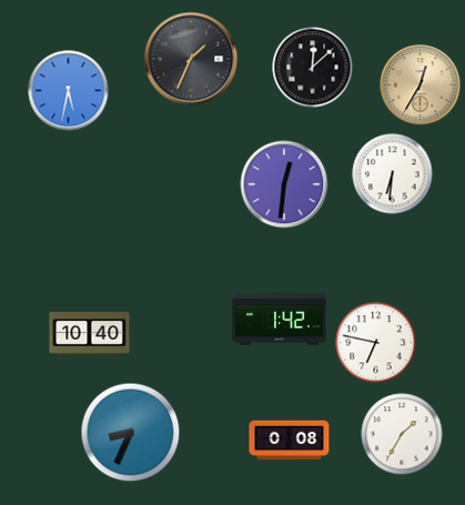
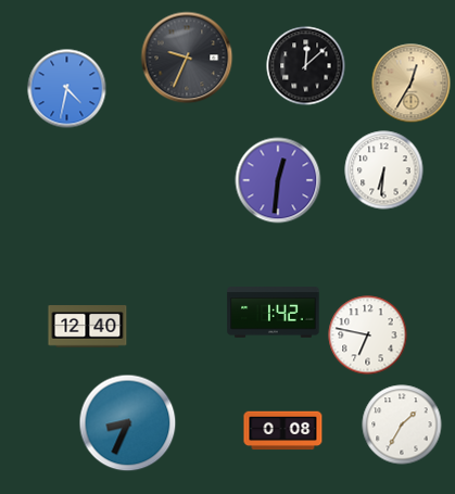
clock at (191, 59): 1:34 -> 9:34
clock at (69, 91): 5:32 -> 4:32
clock at (90, 334): 10:40 -> 12:40
clock at (402, 434) position: (402, 434) -> (402, 425)
